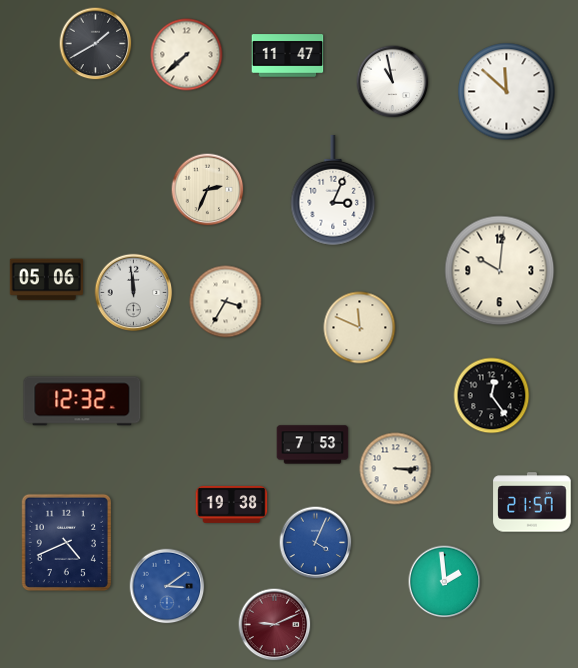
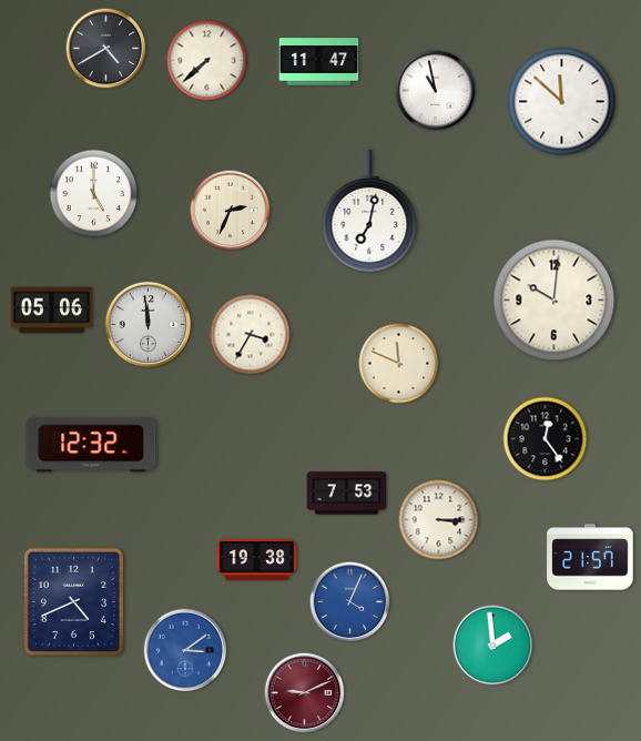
clock at (96, 44): 1:40 -> 4:40
clock at (94, 194): none -> 5:00
clock at (333, 190): 3:04 -> 7:02
